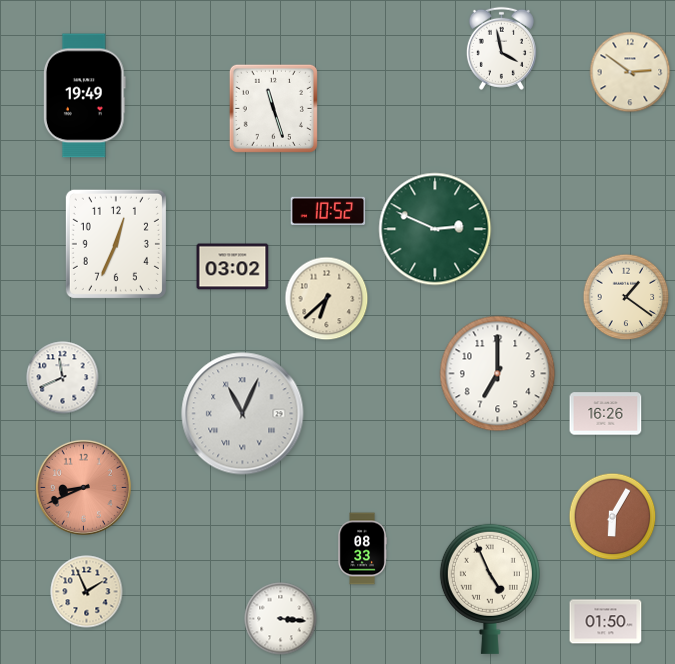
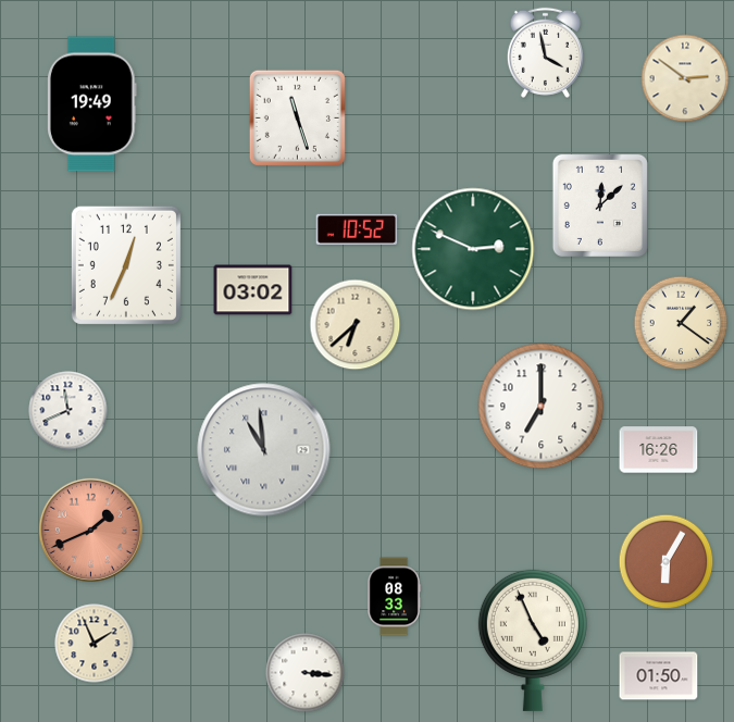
clock at (600, 206): none -> 12:08
clock at (243, 414): 11:04 -> 10:59
clock at (83, 487): 8:41 -> 1:41
